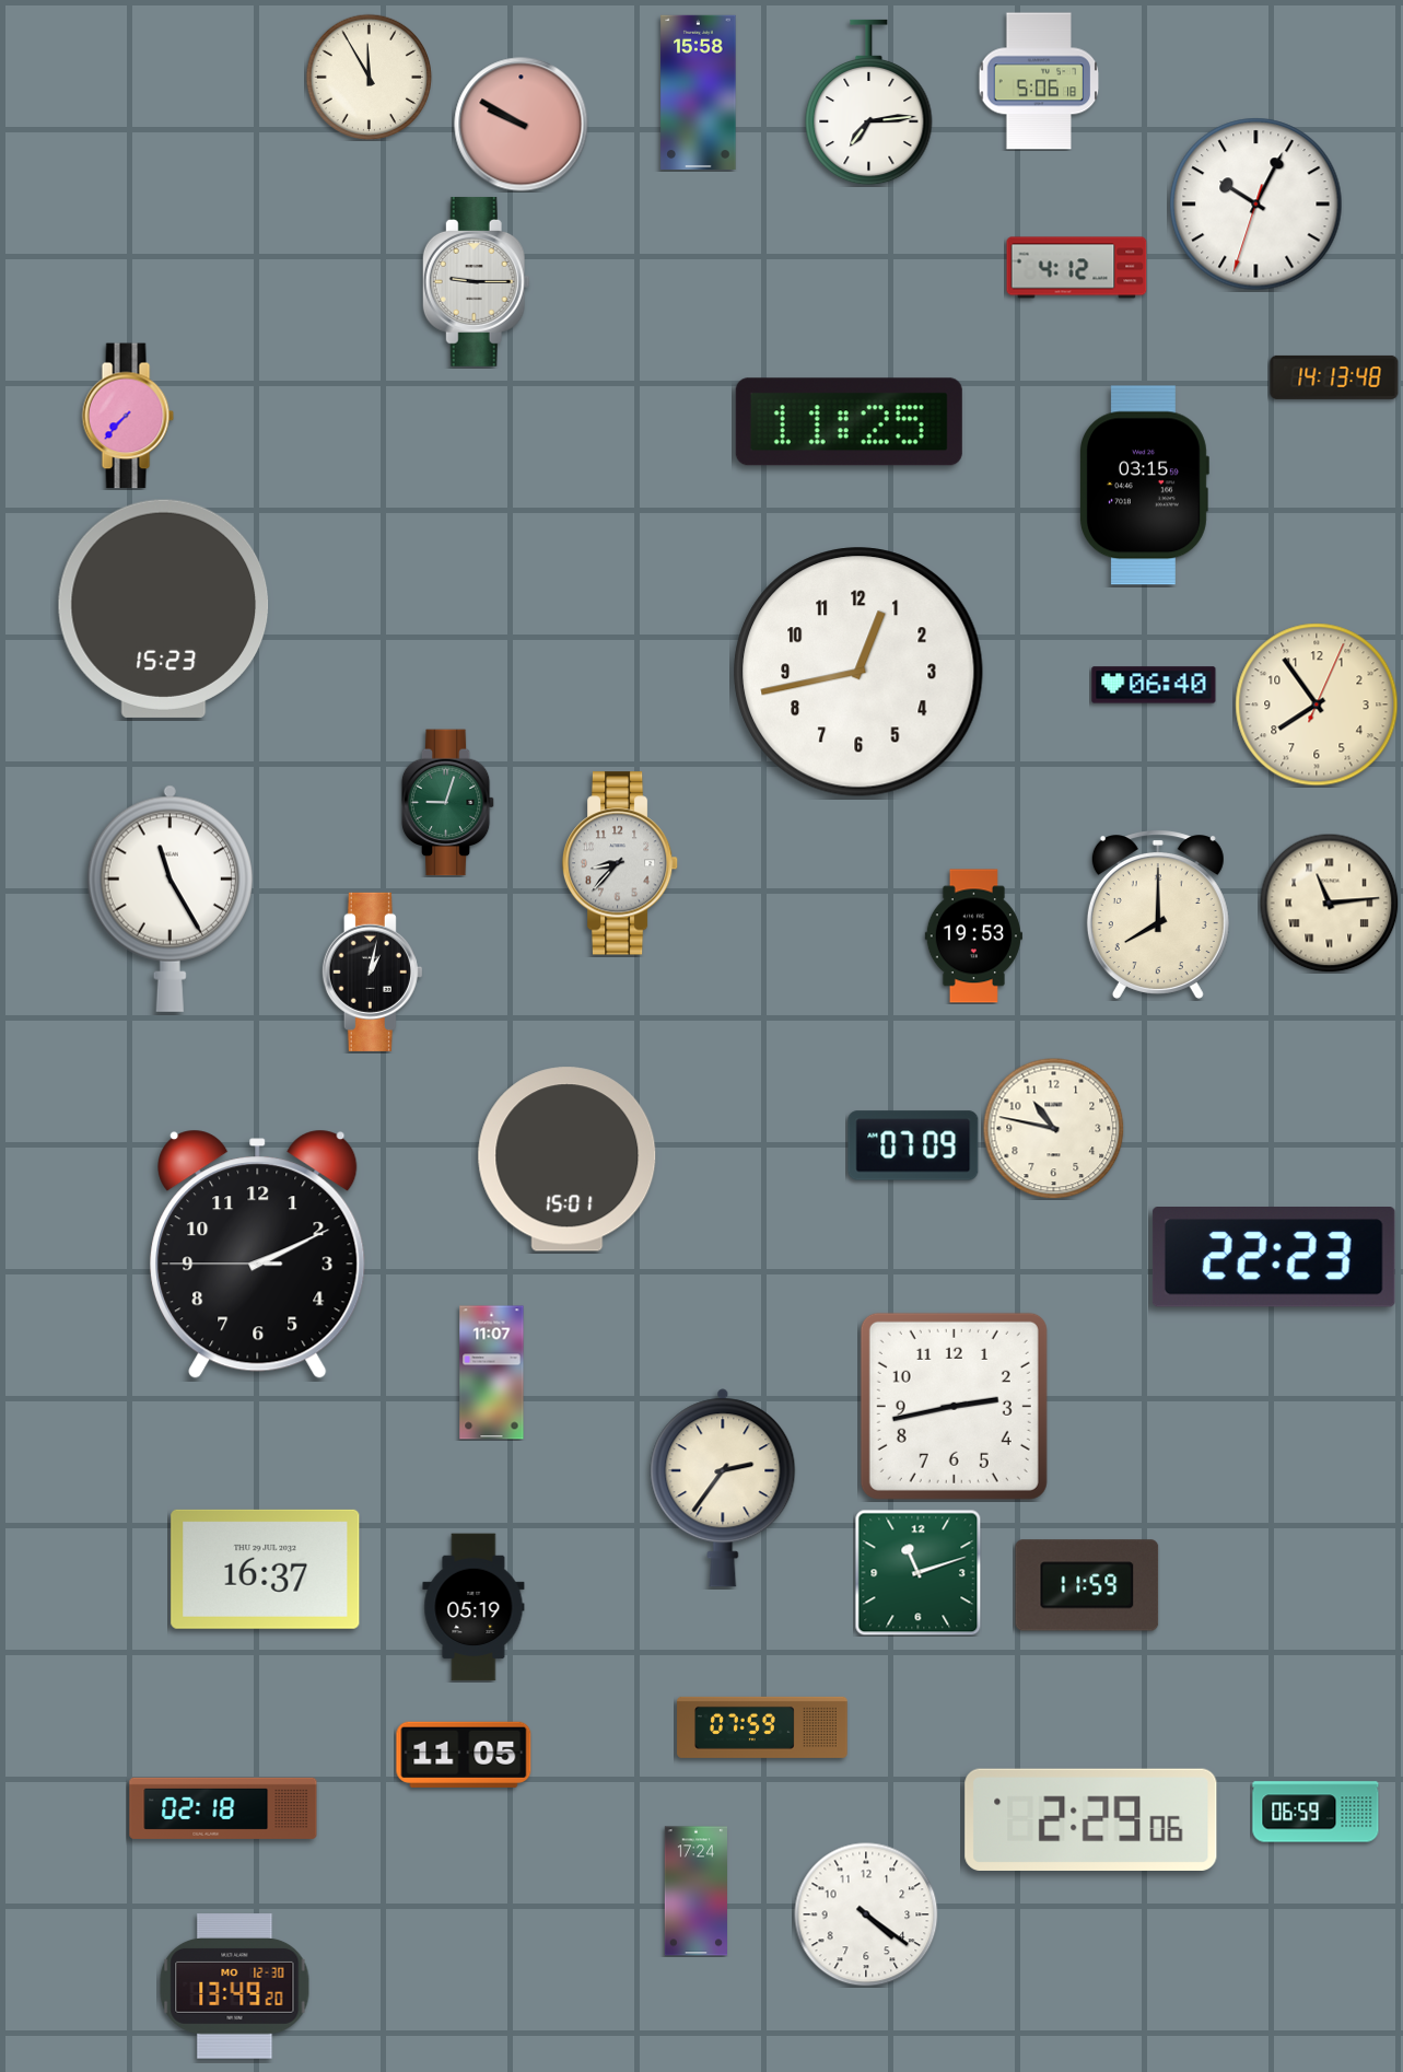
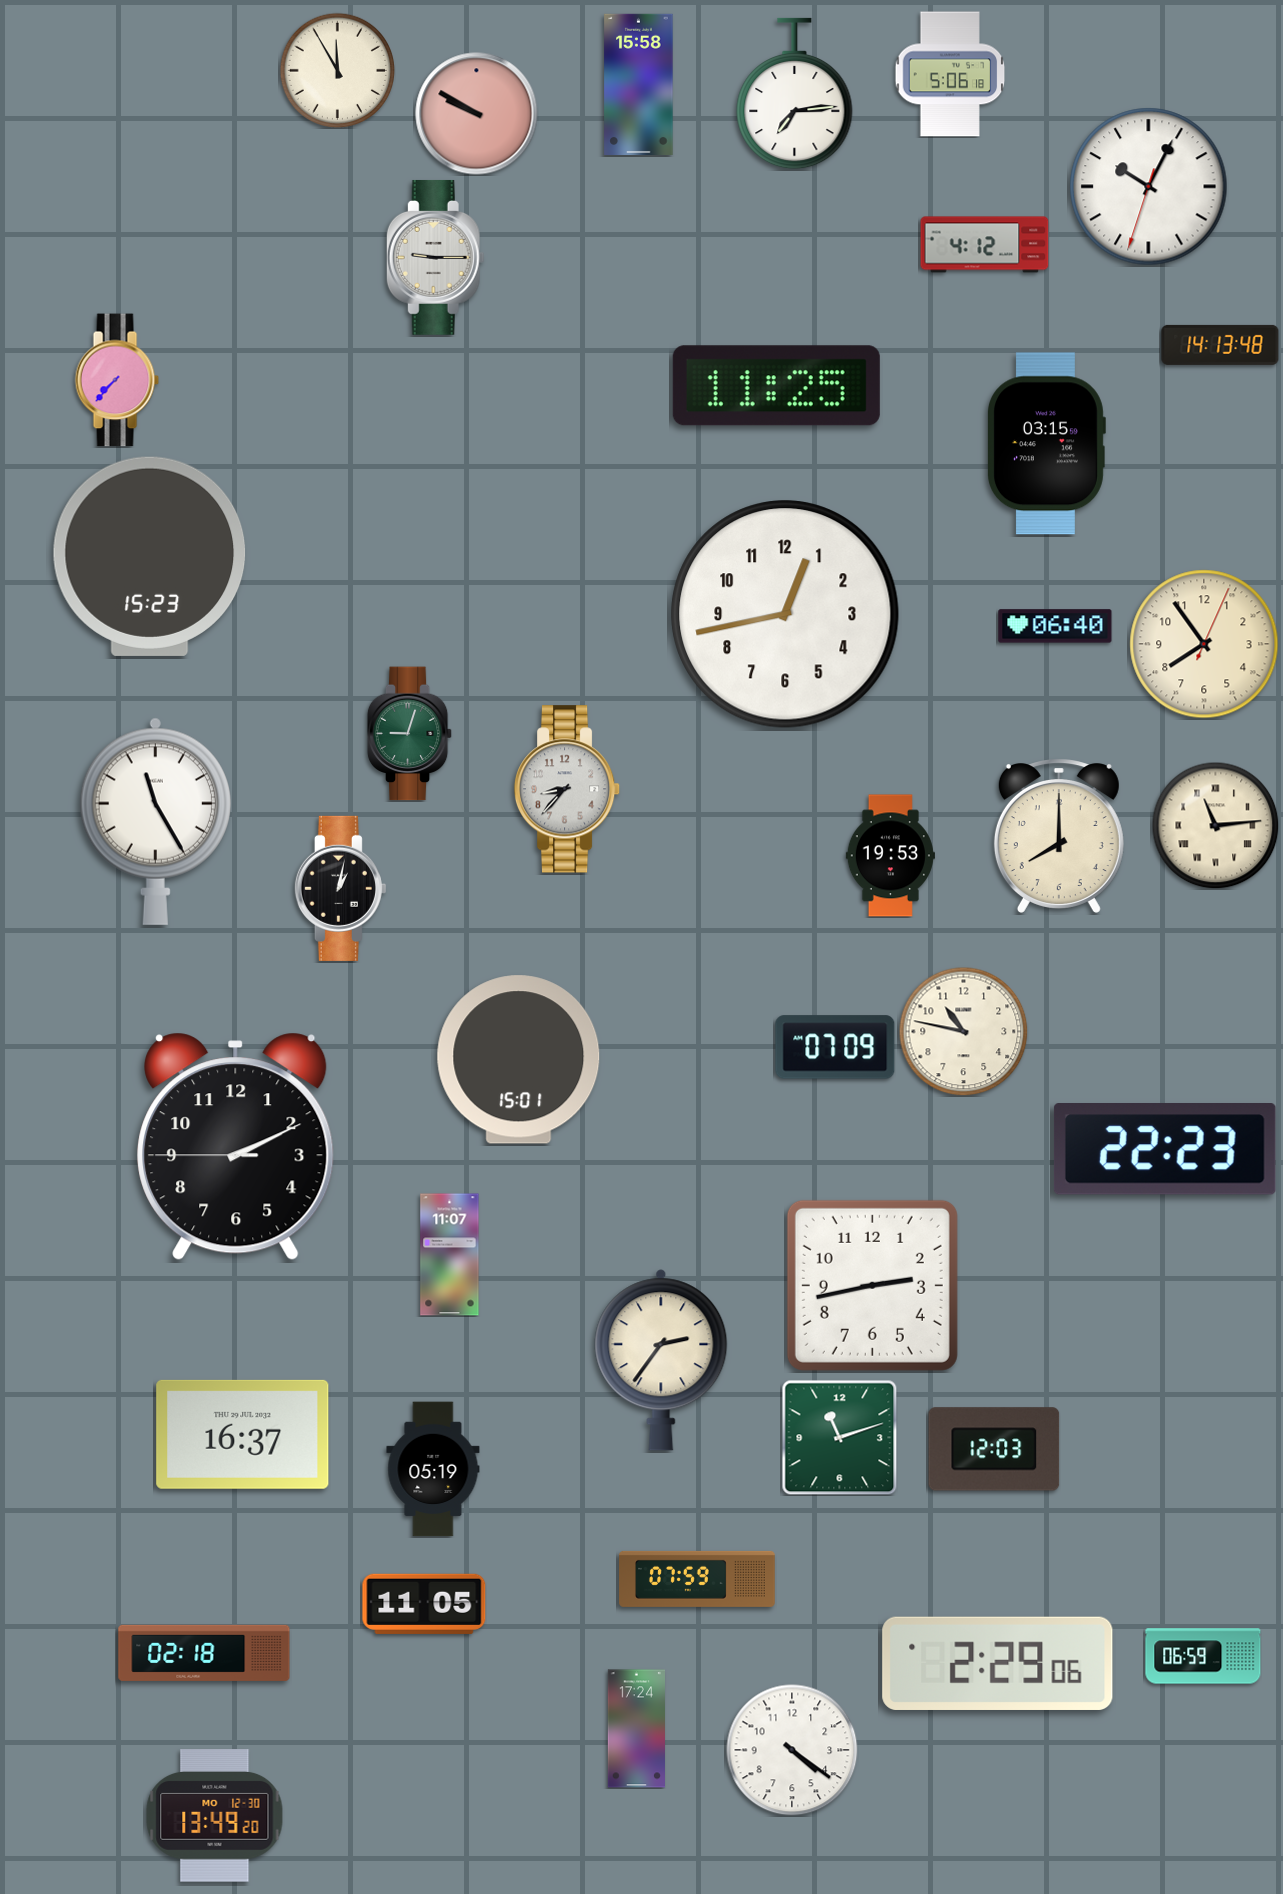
clock at (1087, 1585): 11:59 -> 12:03
